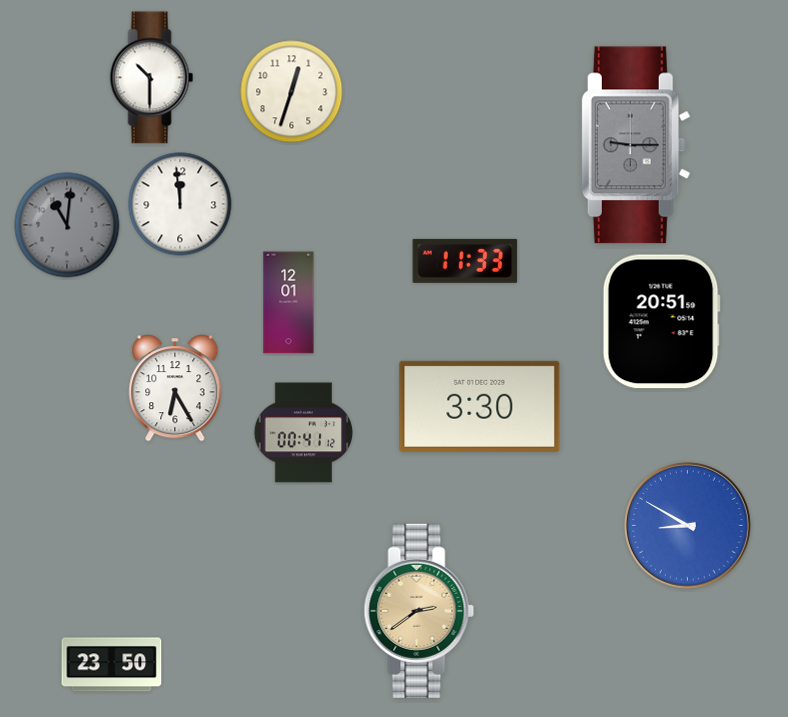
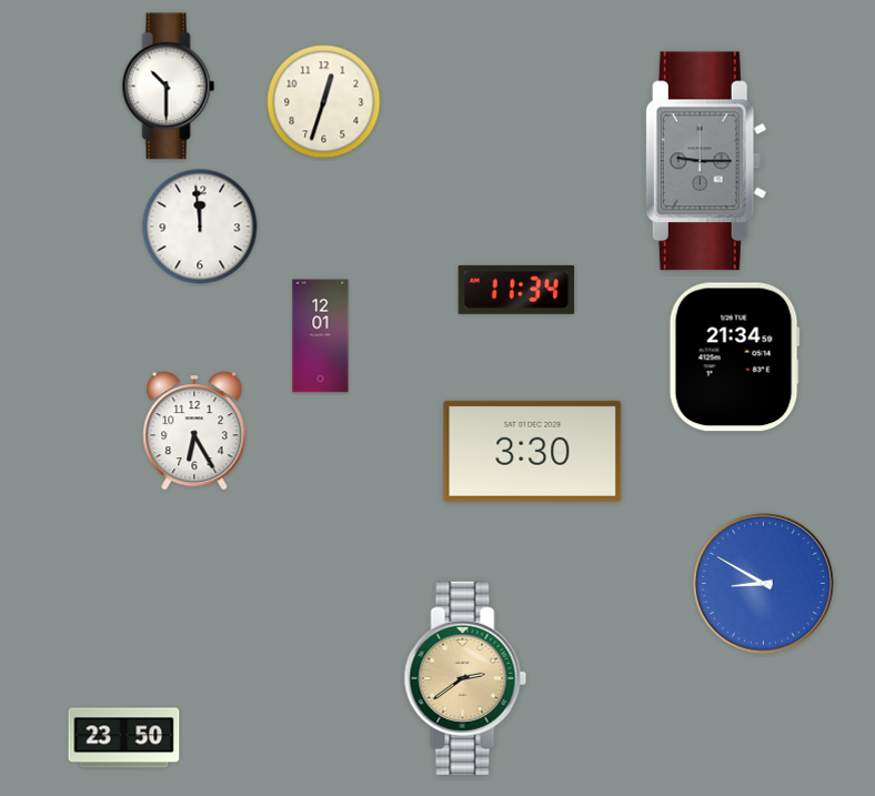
clock at (67, 225): 11:01 -> none
clock at (465, 261): 11:33 -> 11:34
clock at (661, 322): 20:51 -> 21:34
clock at (304, 433): 00:41 -> none
